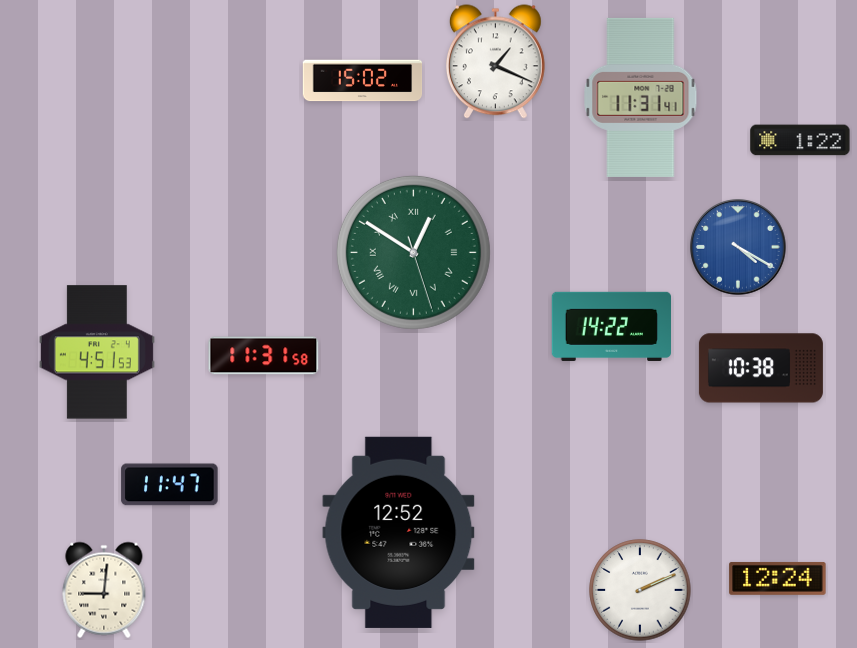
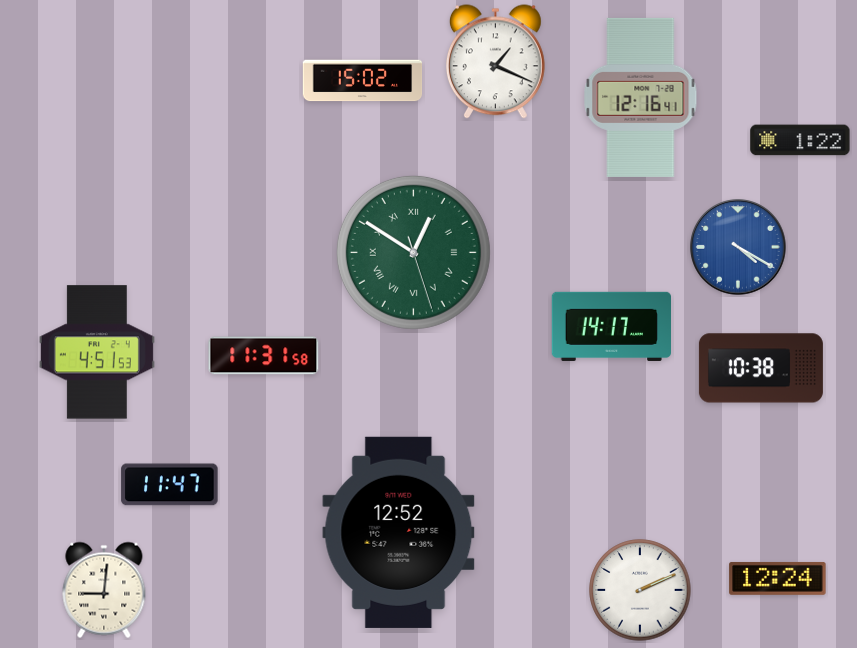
clock at (641, 97): 11:31 -> 12:16
clock at (611, 326): 14:22 -> 14:17
